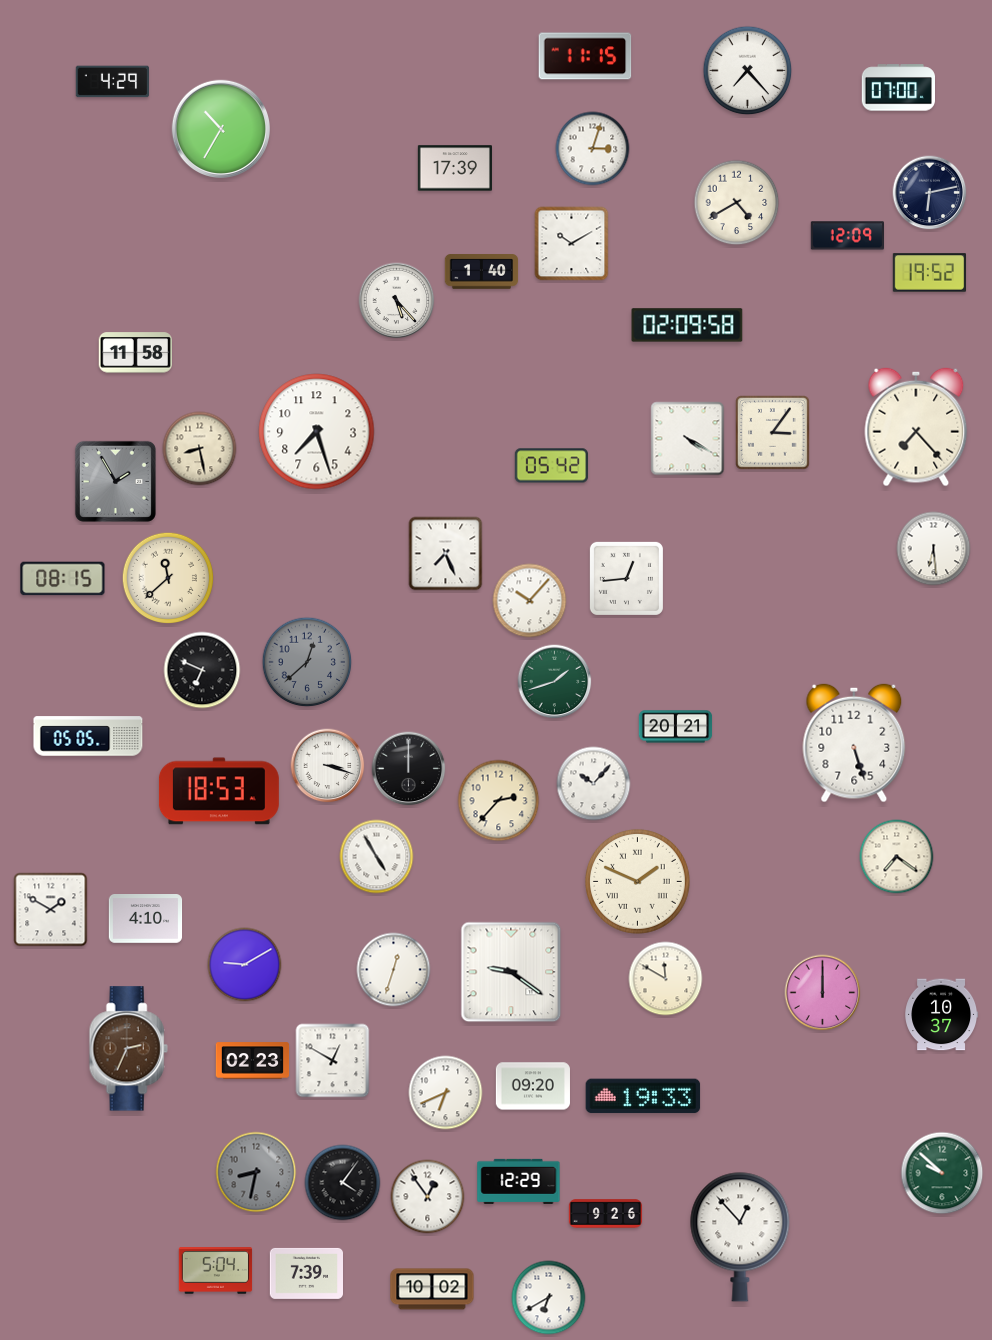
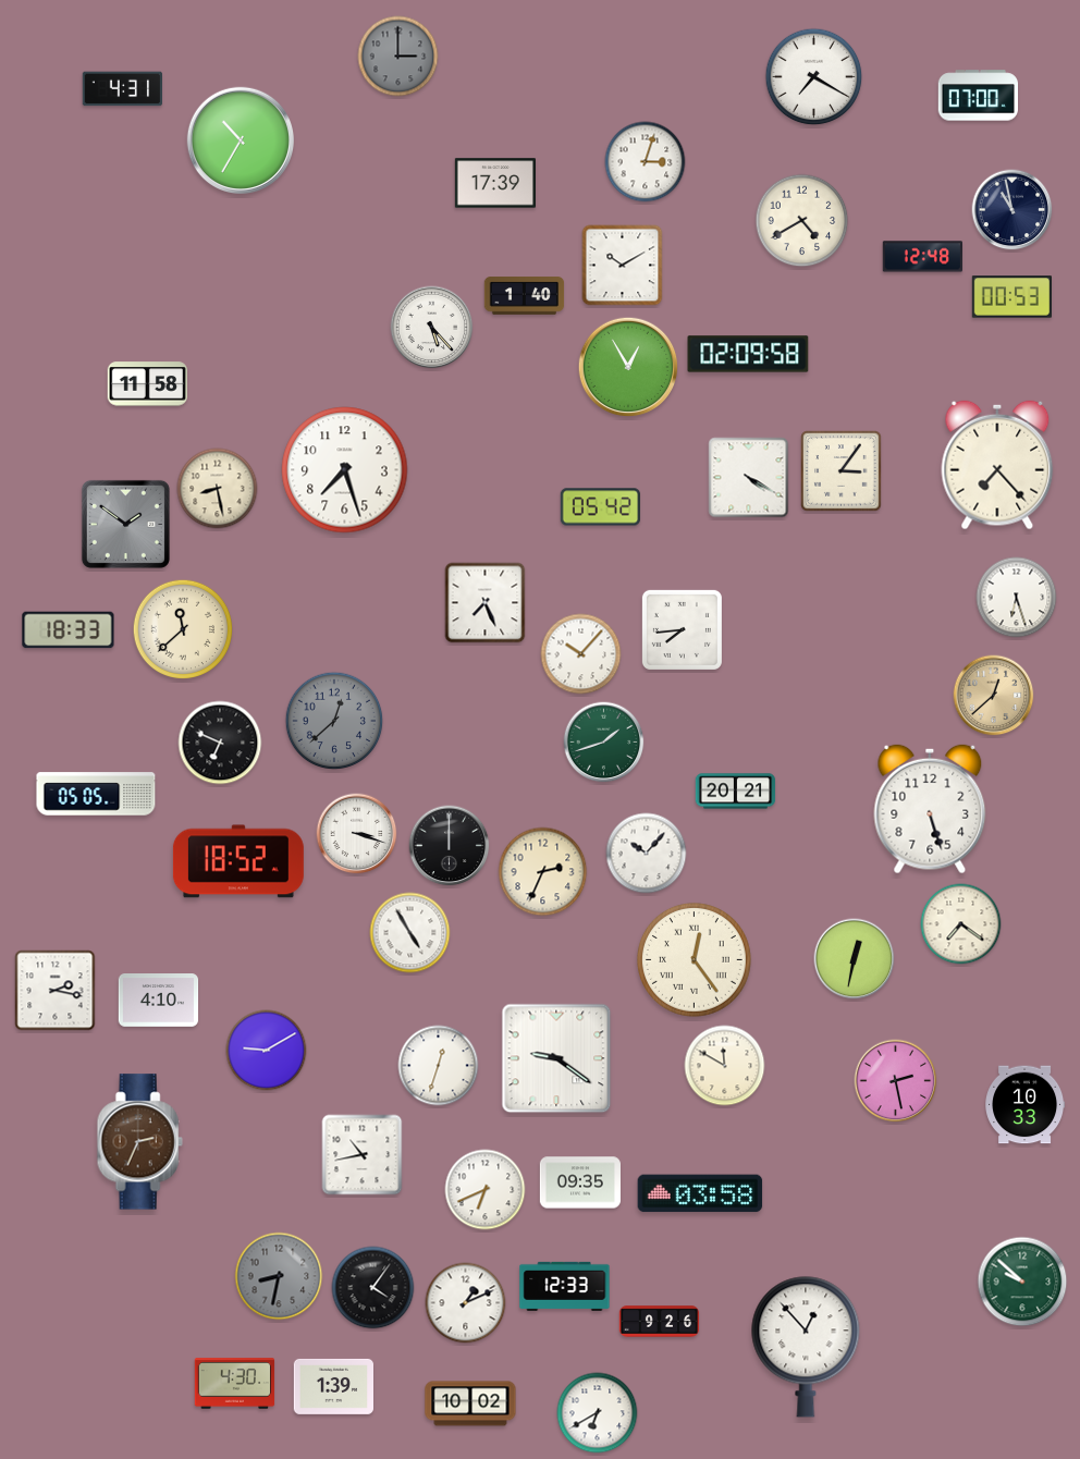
clock at (398, 57): none -> 3:00
clock at (585, 56): 11:15 -> none
clock at (748, 71): 7:23 -> 7:20
clock at (112, 82): 4:29 -> 4:31
clock at (930, 193): 6:13 -> 10:58
clock at (847, 236): 12:09 -> 12:48
clock at (930, 273): 19:52 -> 00:53
clock at (628, 367): none -> 12:55
clock at (115, 481): 1:55 -> 1:51
clock at (934, 549): 6:29 -> 6:27
clock at (626, 578): 12:44 -> 7:44
clock at (63, 579): 08:15 -> 18:33
clock at (530, 601) position: (530, 601) -> (581, 654)
clock at (994, 696): none -> 12:38
clock at (202, 670) position: (202, 670) -> (220, 743)
clock at (88, 736) position: (88, 736) -> (96, 794)
clock at (409, 769) position: (409, 769) -> (450, 846)
clock at (219, 791): 18:53 -> 18:52
clock at (499, 801): 2:37 -> 2:34
clock at (897, 857) position: (897, 857) -> (961, 924)
clock at (637, 881): 1:49 -> 12:24
clock at (855, 959): none -> 12:32
clock at (51, 910): 1:50 -> 2:17
clock at (394, 970) position: (394, 970) -> (439, 1066)
clock at (823, 993): 12:00 -> 2:28
clock at (942, 1015): 10:37 -> 10:33
clock at (253, 1061): 02:23 -> none
clock at (333, 1061): 12:50 -> 10:43
clock at (533, 1086): 09:20 -> 09:35
clock at (643, 1096): 19:33 -> 03:58
clock at (942, 1173) position: (942, 1173) -> (1022, 1282)
clock at (519, 1181): 12:29 -> 12:33
clock at (428, 1197): 12:54 -> 1:11
clock at (216, 1271): 5:04 -> 4:30
clock at (307, 1273): 7:39 -> 1:39
